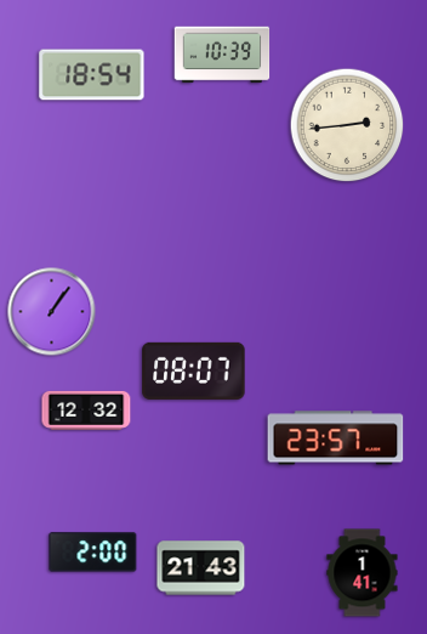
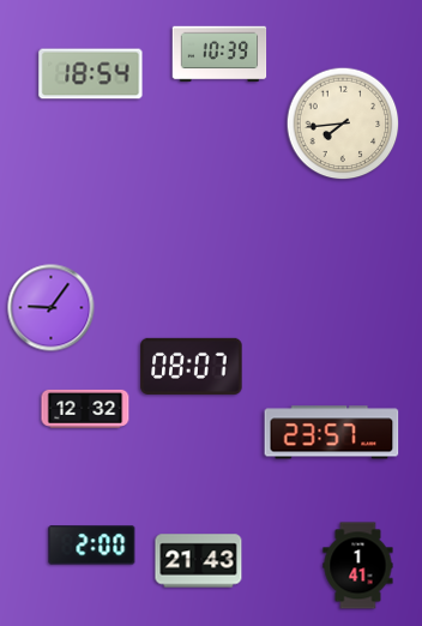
clock at (347, 125): 2:44 -> 7:44
clock at (52, 312): 1:06 -> 9:06
clock at (86, 411) position: (86, 411) -> (85, 409)
